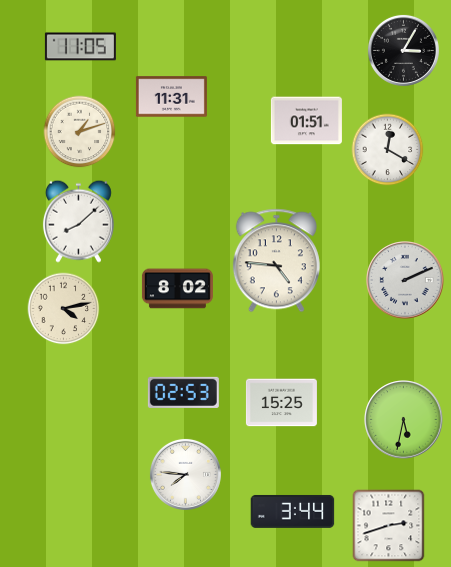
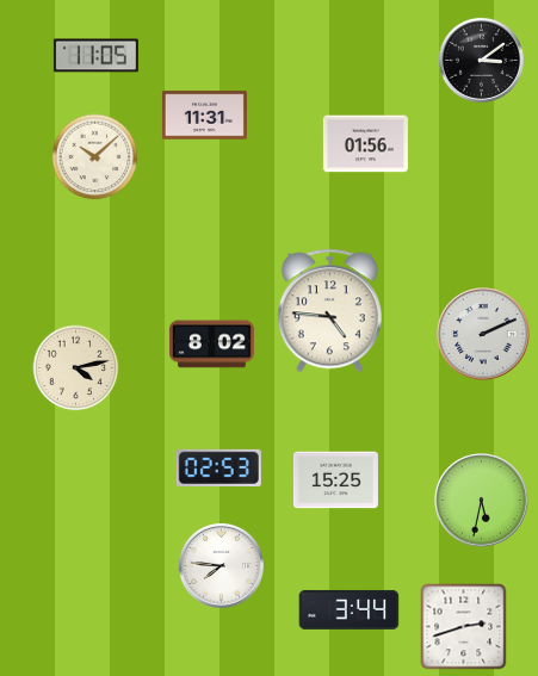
clock at (403, 50): 3:05 -> 3:09
clock at (306, 121): 01:51 -> 01:56
clock at (80, 132): 1:12 -> 10:08
clock at (388, 150): 12:20 -> none
clock at (78, 221): 8:08 -> none
